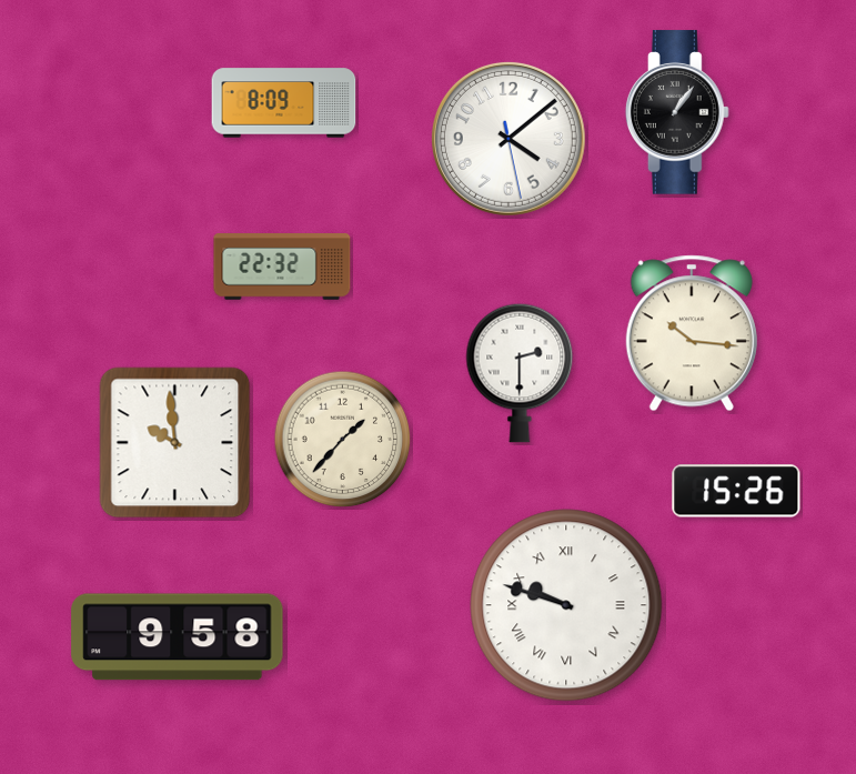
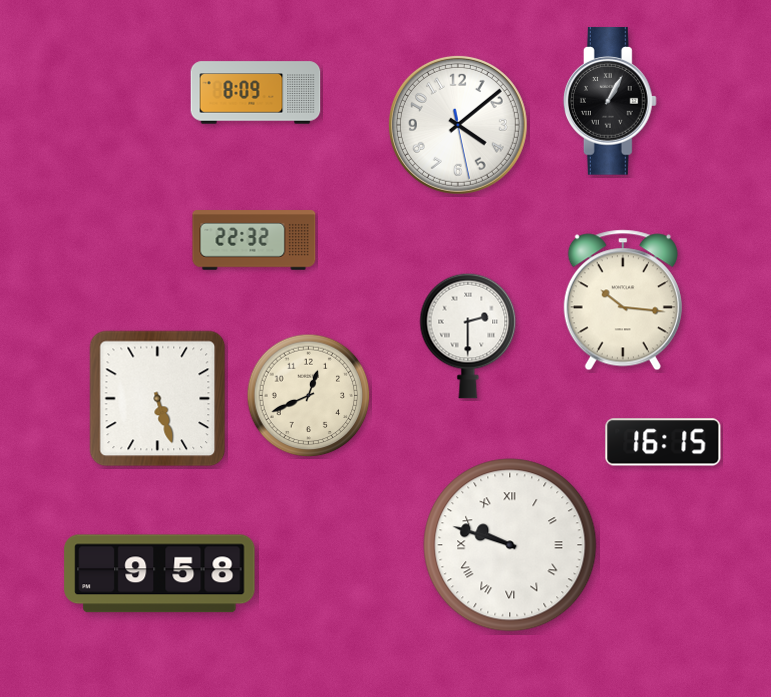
clock at (677, 112): 1:06 -> 1:05
clock at (343, 440): 1:37 -> 12:41
clock at (175, 443): 9:59 -> 5:27
clock at (736, 491): 15:26 -> 16:15
